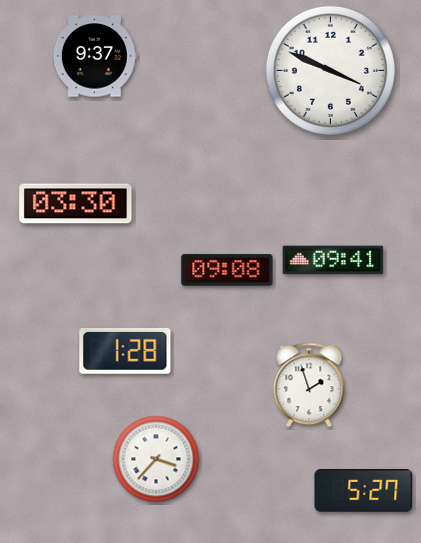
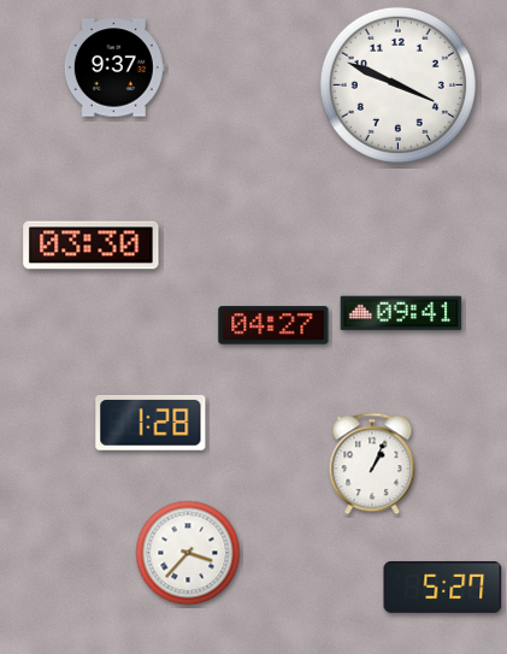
clock at (227, 270): 09:08 -> 04:27
clock at (309, 385): 1:57 -> 1:04
clock at (364, 490) position: (364, 490) -> (443, 587)
